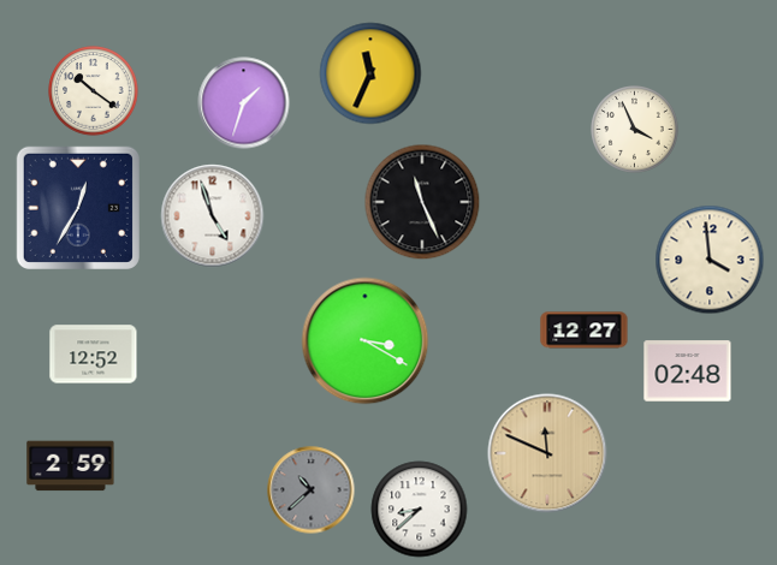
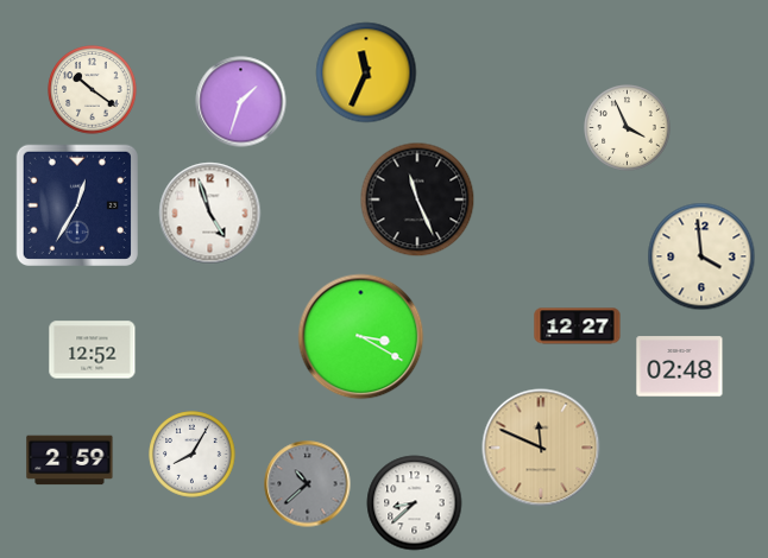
clock at (193, 455): none -> 8:05
